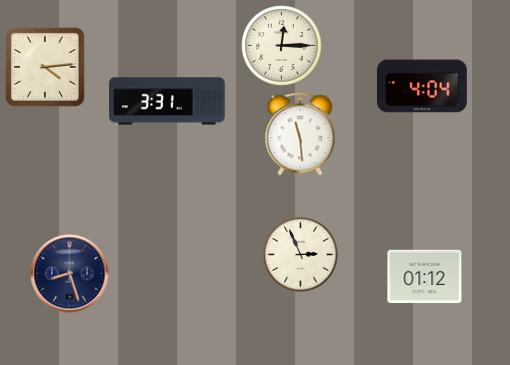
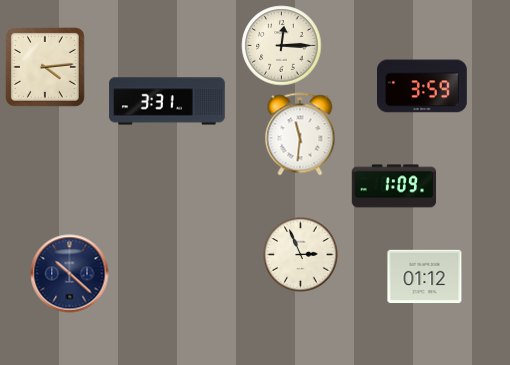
clock at (423, 86): 4:04 -> 3:59
clock at (300, 134): 11:29 -> 11:31
clock at (394, 186): none -> 1:09
clock at (70, 274): 8:27 -> 10:22
